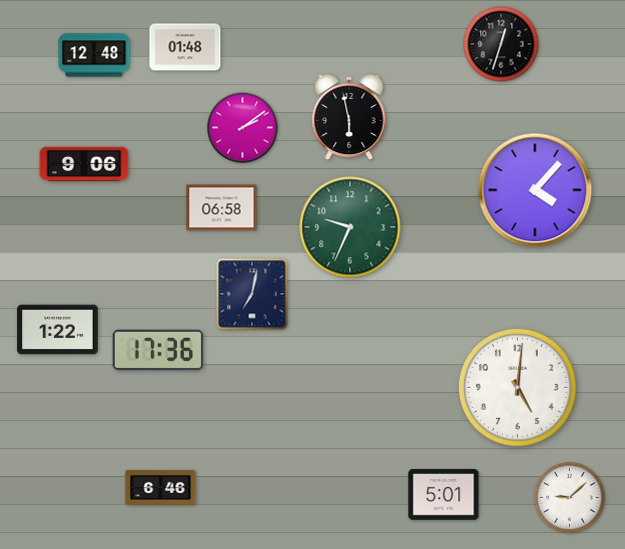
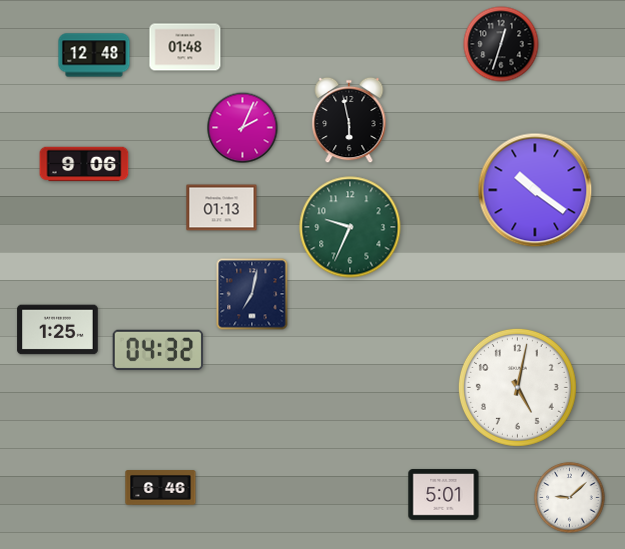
clock at (349, 117) position: (349, 117) -> (349, 120)
clock at (243, 128): 2:09 -> 2:04
clock at (535, 190): 4:07 -> 10:21
clock at (222, 208): 06:58 -> 01:13
clock at (58, 330): 1:22 -> 1:25
clock at (158, 350): 17:36 -> 04:32
clock at (517, 387): 5:01 -> 5:02
